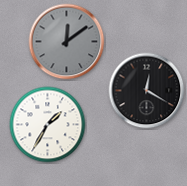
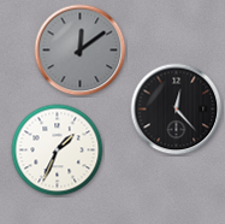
clock at (147, 91): 12:20 -> 12:23
clock at (48, 125): 1:35 -> 1:34
